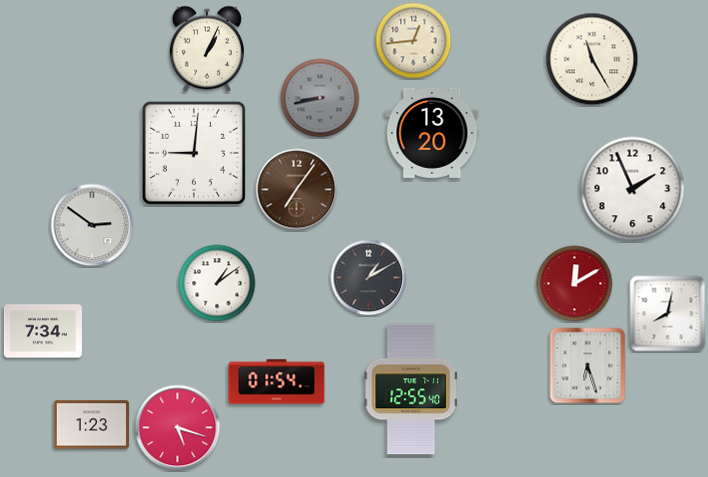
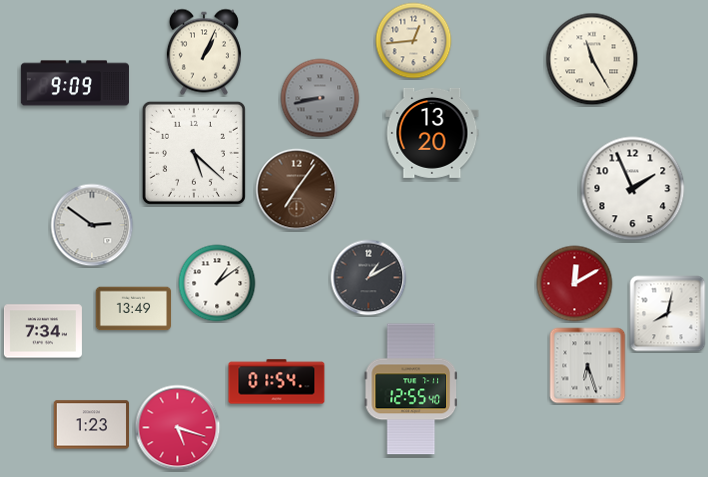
clock at (207, 49) position: (207, 49) -> (204, 52)
clock at (75, 83): none -> 9:09
clock at (194, 153): 9:01 -> 5:22
clock at (134, 309): none -> 13:49
